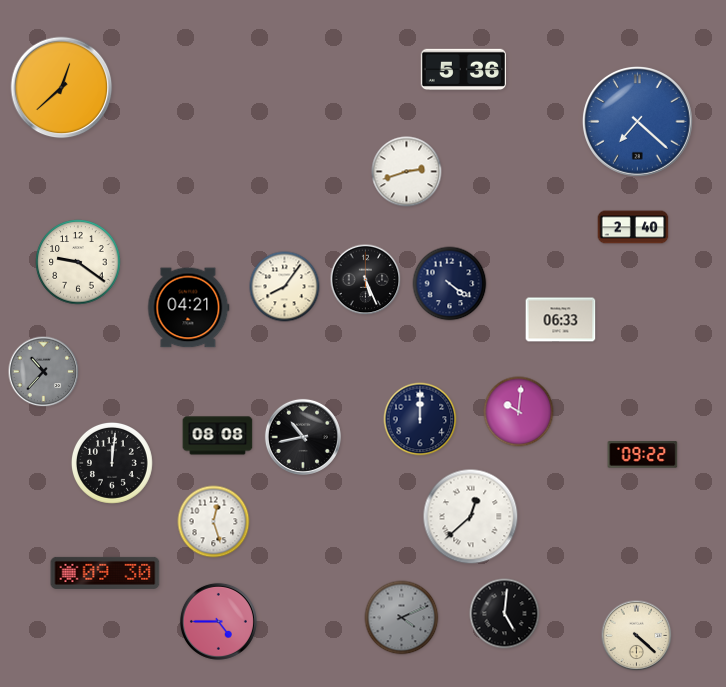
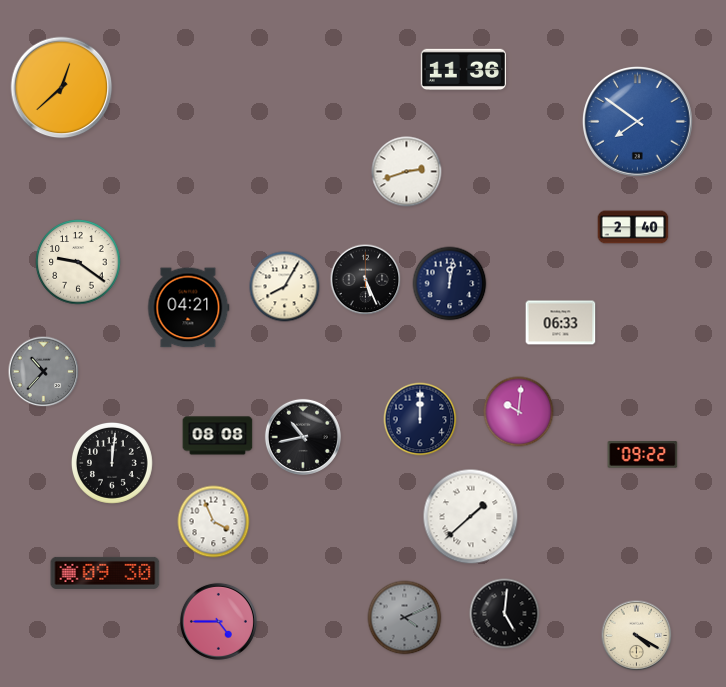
clock at (463, 69): 5:36 -> 11:36
clock at (637, 121): 7:22 -> 7:51
clock at (450, 284): 4:21 -> 12:02
clock at (285, 287): 8:06 -> 8:05
clock at (561, 320) position: (561, 320) -> (561, 323)
clock at (471, 517): 12:38 -> 1:38
clock at (214, 522): 12:27 -> 3:56
clock at (402, 618) position: (402, 618) -> (405, 618)
clock at (637, 636): 4:22 -> 4:20
